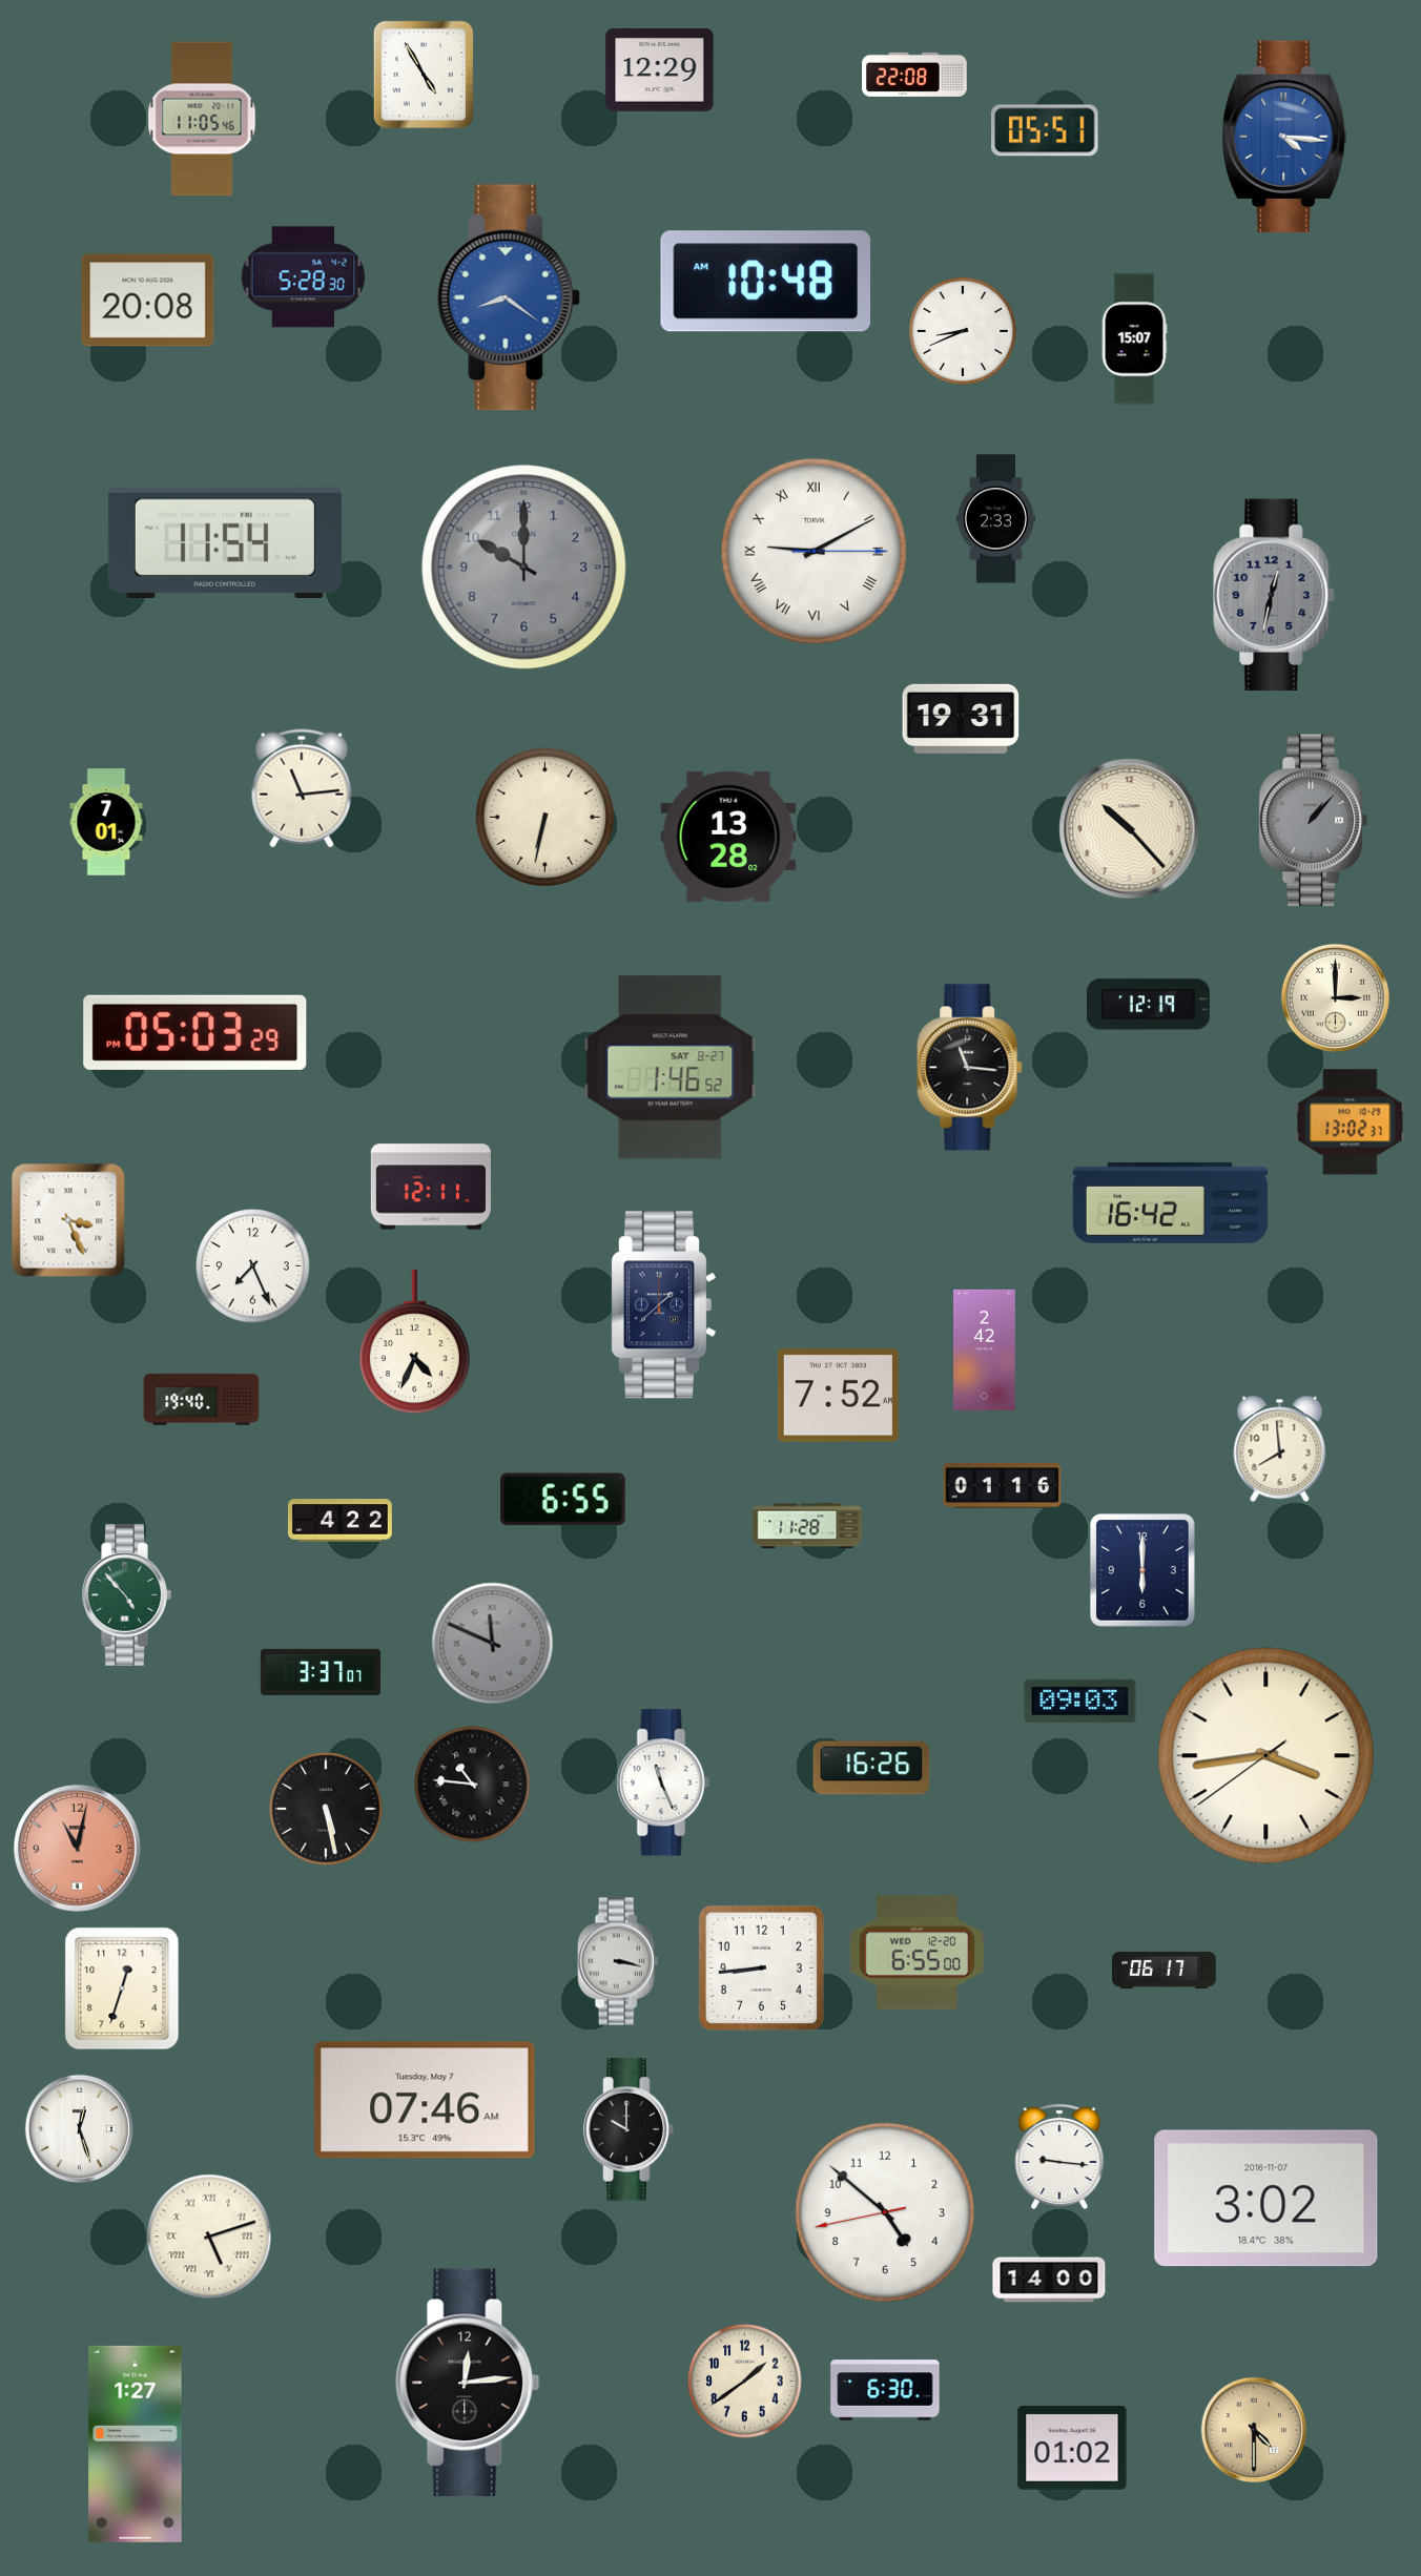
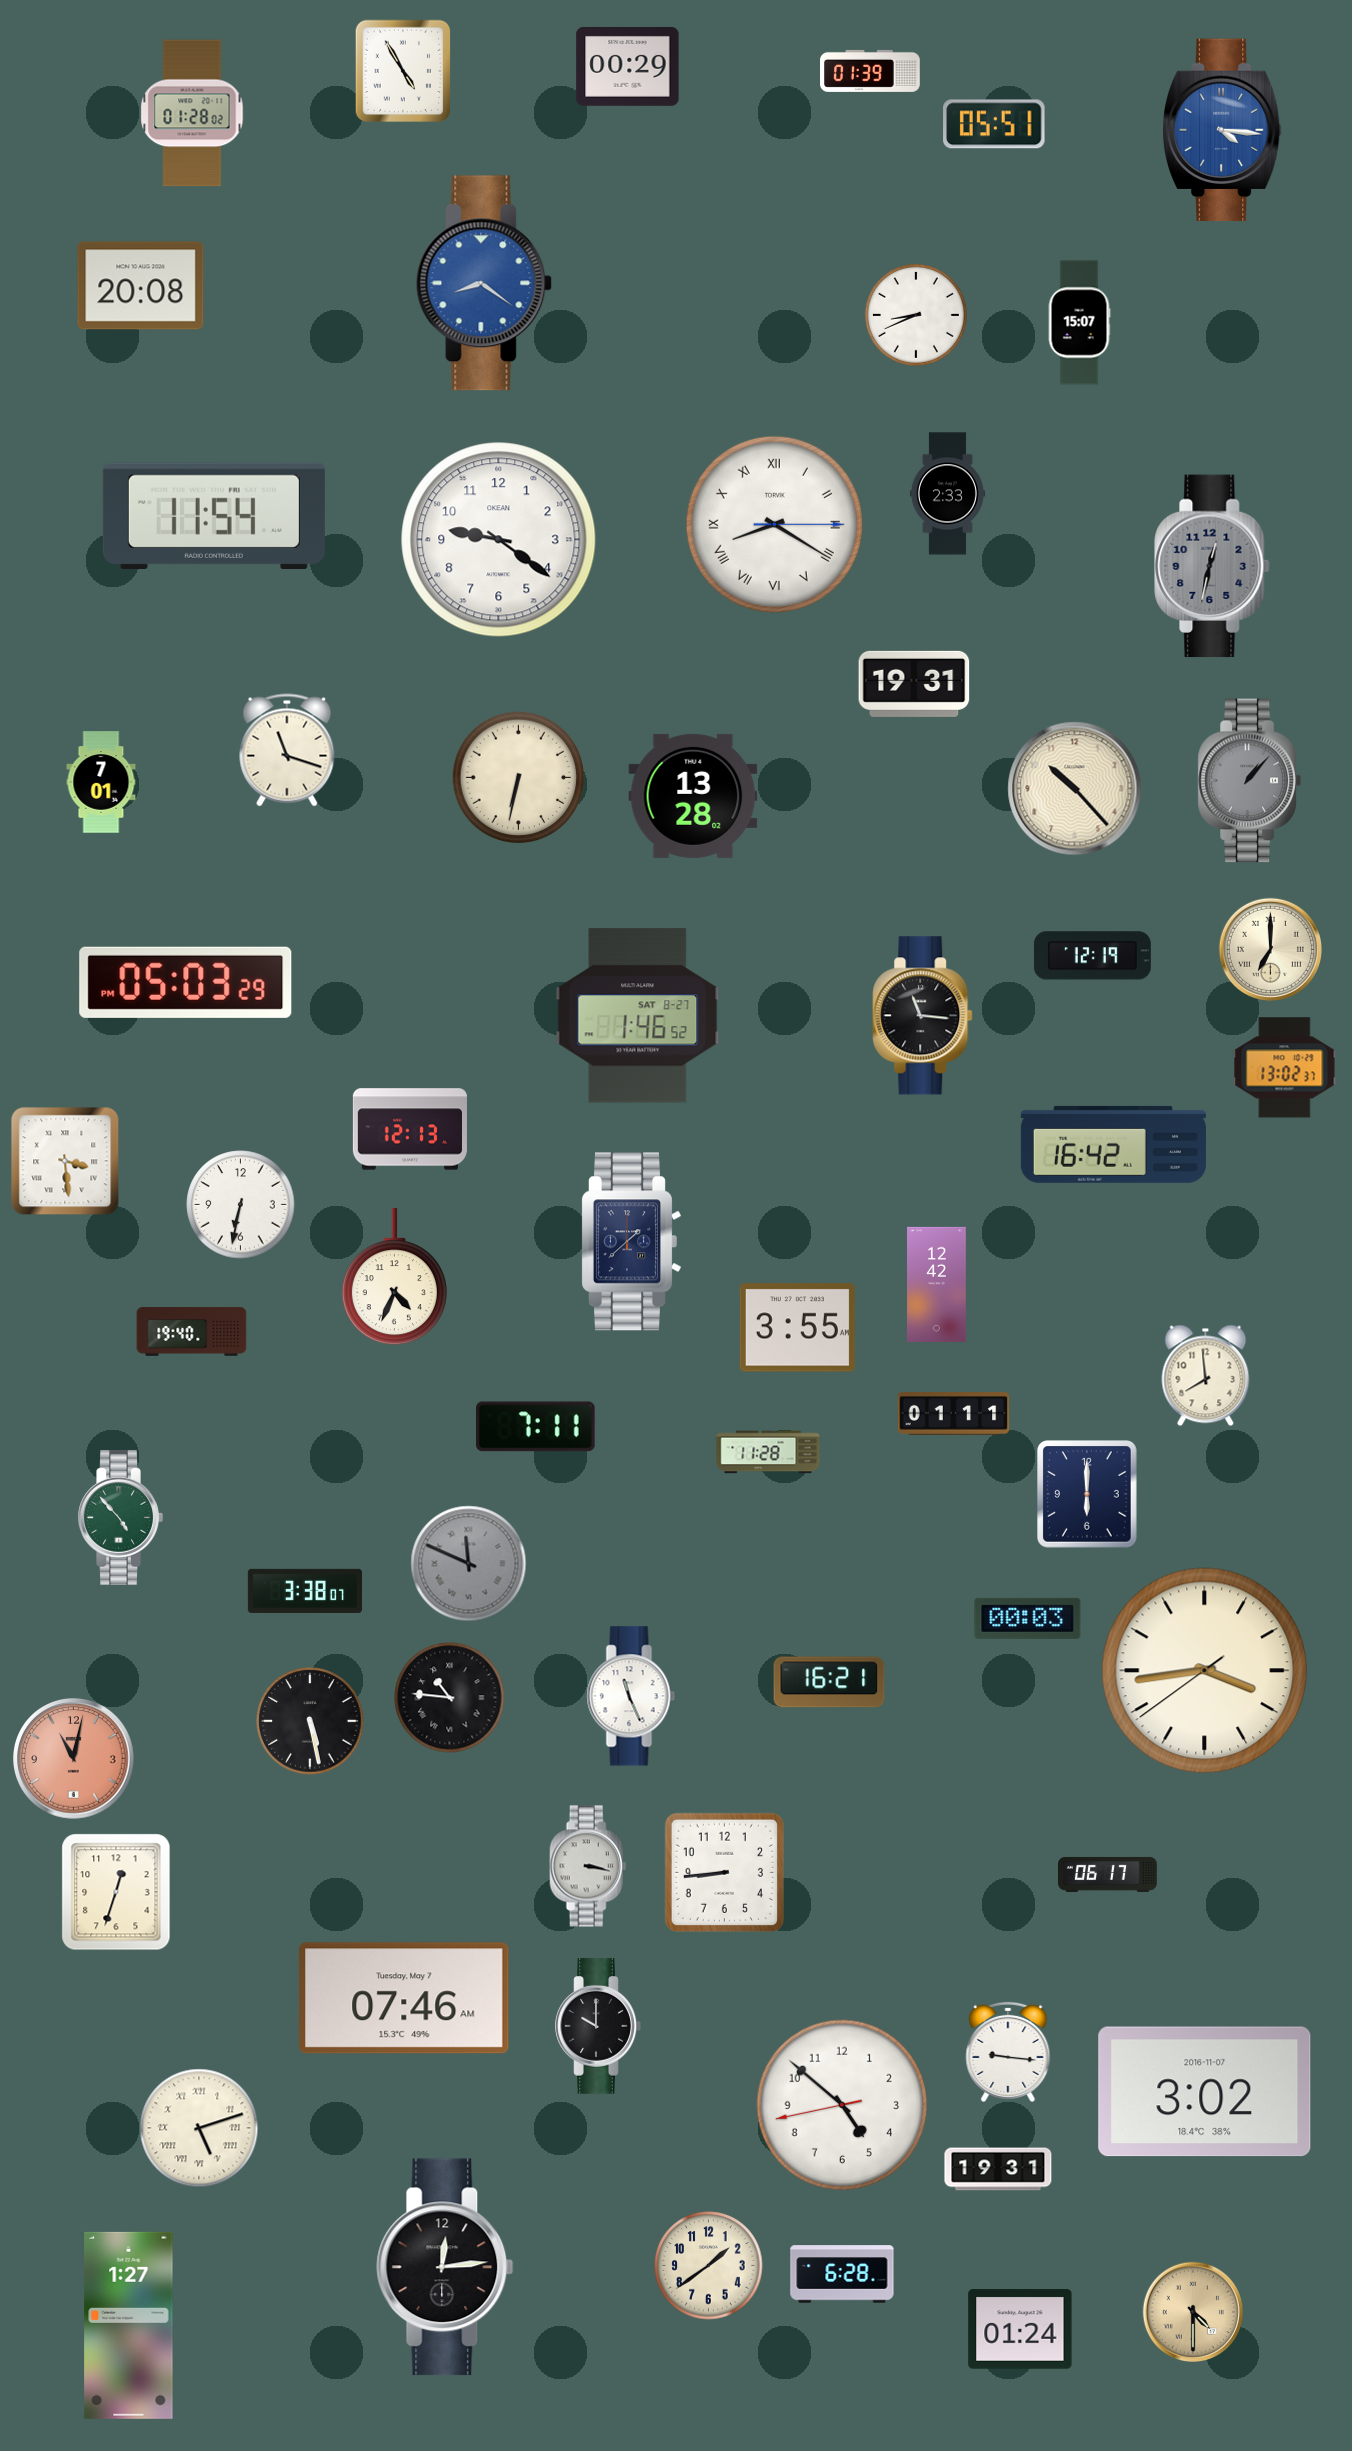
clock at (660, 69): 12:29 -> 00:29
clock at (914, 75): 22:08 -> 01:39
clock at (202, 119): 11:05 -> 01:28
clock at (304, 277): 5:28 -> none
clock at (766, 282): 10:48 -> none
clock at (814, 551): 9:10 -> 8:20
clock at (524, 568): 10:00 -> 9:21
clock at (524, 568) dial: grey -> white
clock at (302, 788): 11:14 -> 11:18
clock at (1335, 997): 3:00 -> 7:00
clock at (431, 1187): 12:11 -> 12:13
clock at (68, 1220): 3:26 -> 3:29
clock at (253, 1266): 7:26 -> 6:32
clock at (985, 1349): 2:42 -> 12:42
clock at (838, 1396): 7:52 -> 3:55
clock at (1280, 1449) position: (1280, 1449) -> (1206, 1376)
clock at (1003, 1486): 01:16 -> 01:11
clock at (563, 1500): 6:55 -> 7:11
clock at (339, 1521): 4:22 -> none
clock at (321, 1672): 3:37 -> 3:38
clock at (1080, 1701): 09:03 -> 00:03
clock at (871, 1768): 16:26 -> 16:21
clock at (917, 1953): 6:55 -> none
clock at (79, 2128): 12:27 -> none
clock at (1049, 2280): 14:00 -> 19:31
clock at (885, 2390): 6:30 -> 6:28
clock at (1072, 2448): 01:02 -> 01:24
